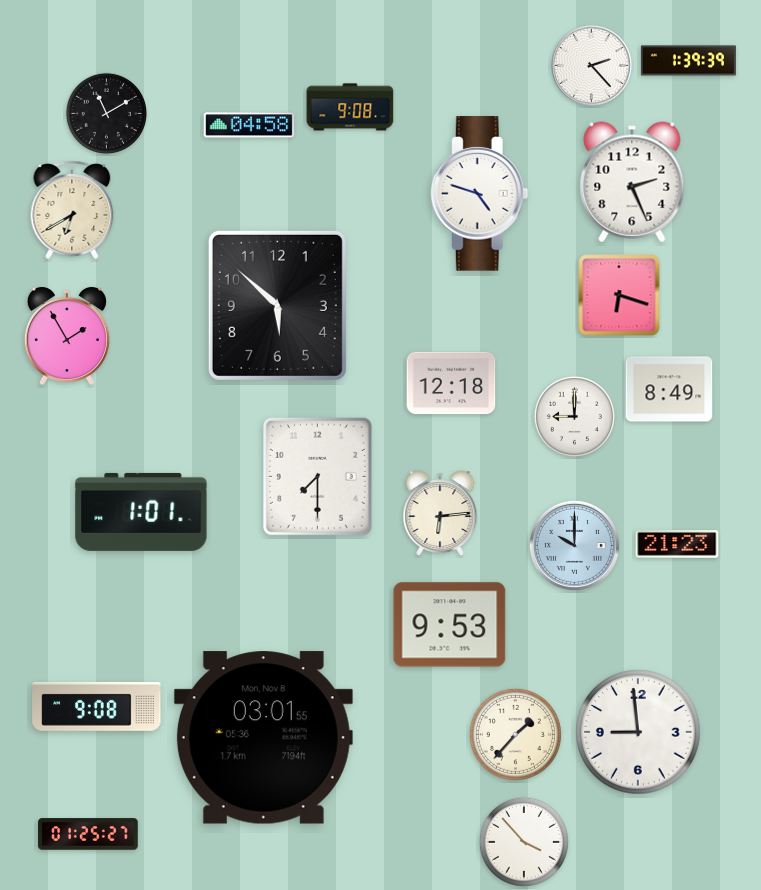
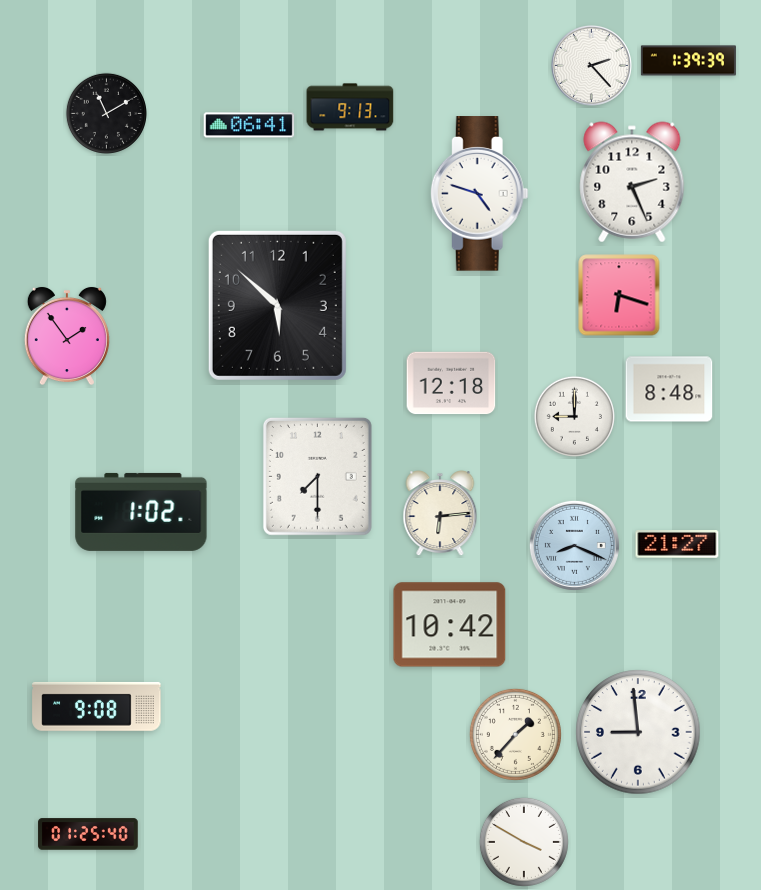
clock at (350, 107): 9:08 -> 9:13
clock at (249, 125): 04:58 -> 06:41
clock at (72, 210): 6:40 -> none
clock at (67, 336): 1:55 -> 1:54
clock at (669, 389): 8:49 -> 8:48
clock at (141, 512): 1:01 -> 1:02
clock at (574, 545): 10:00 -> 8:19
clock at (677, 545): 21:23 -> 21:27
clock at (450, 625): 9:53 -> 10:42
clock at (263, 738): 03:01 -> none
clock at (88, 834): 01:25:27 -> 01:25:40
clock at (524, 842): 3:53 -> 3:50
